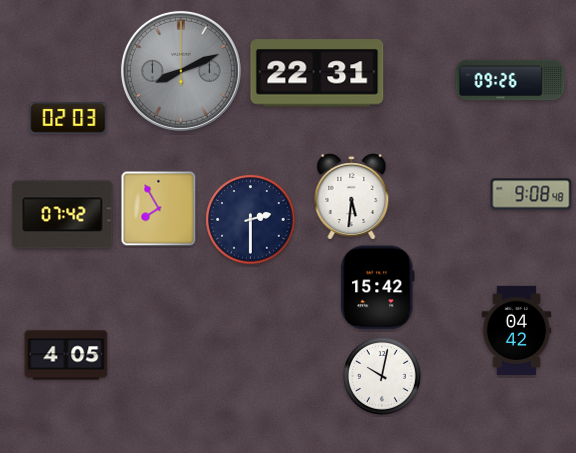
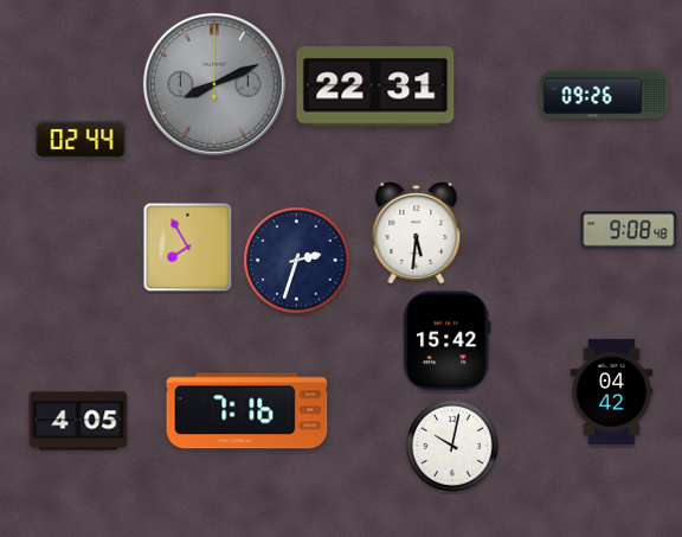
clock at (68, 118): 02:03 -> 02:44
clock at (63, 215): 07:42 -> none
clock at (251, 220): 2:30 -> 2:33
clock at (247, 411): none -> 7:16
